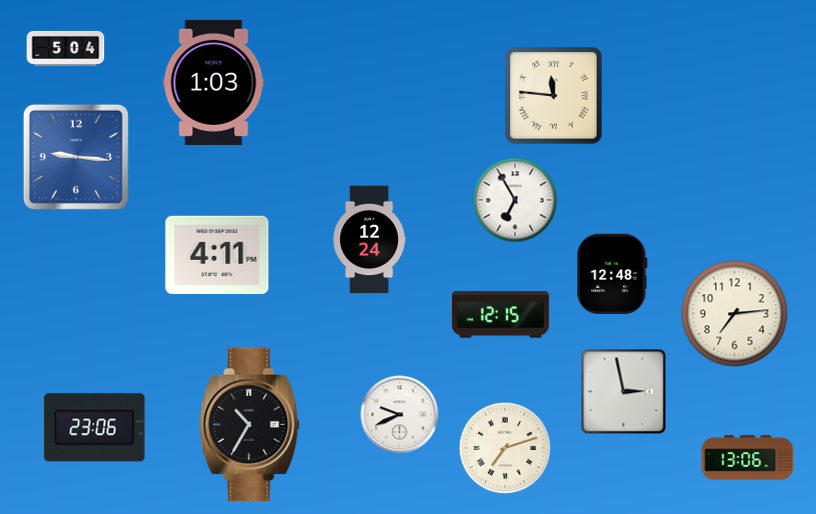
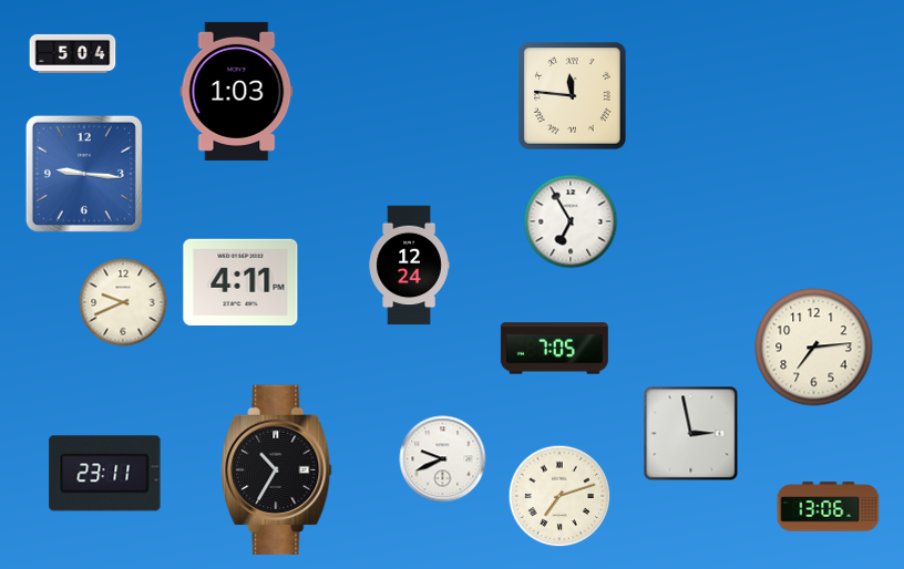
clock at (554, 96) position: (554, 96) -> (573, 96)
clock at (123, 302): none -> 9:41
clock at (612, 274): 12:48 -> none
clock at (500, 315): 12:15 -> 7:05
clock at (95, 428): 23:06 -> 23:11
